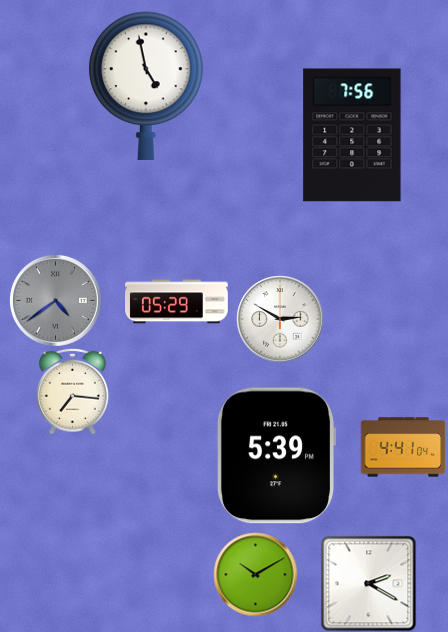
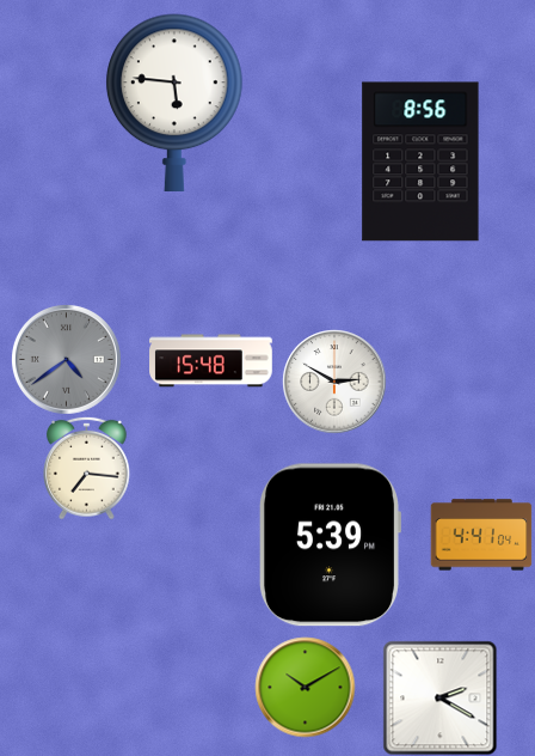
clock at (147, 85): 4:58 -> 5:46
clock at (352, 135): 7:56 -> 8:56
clock at (177, 302): 05:29 -> 15:48
